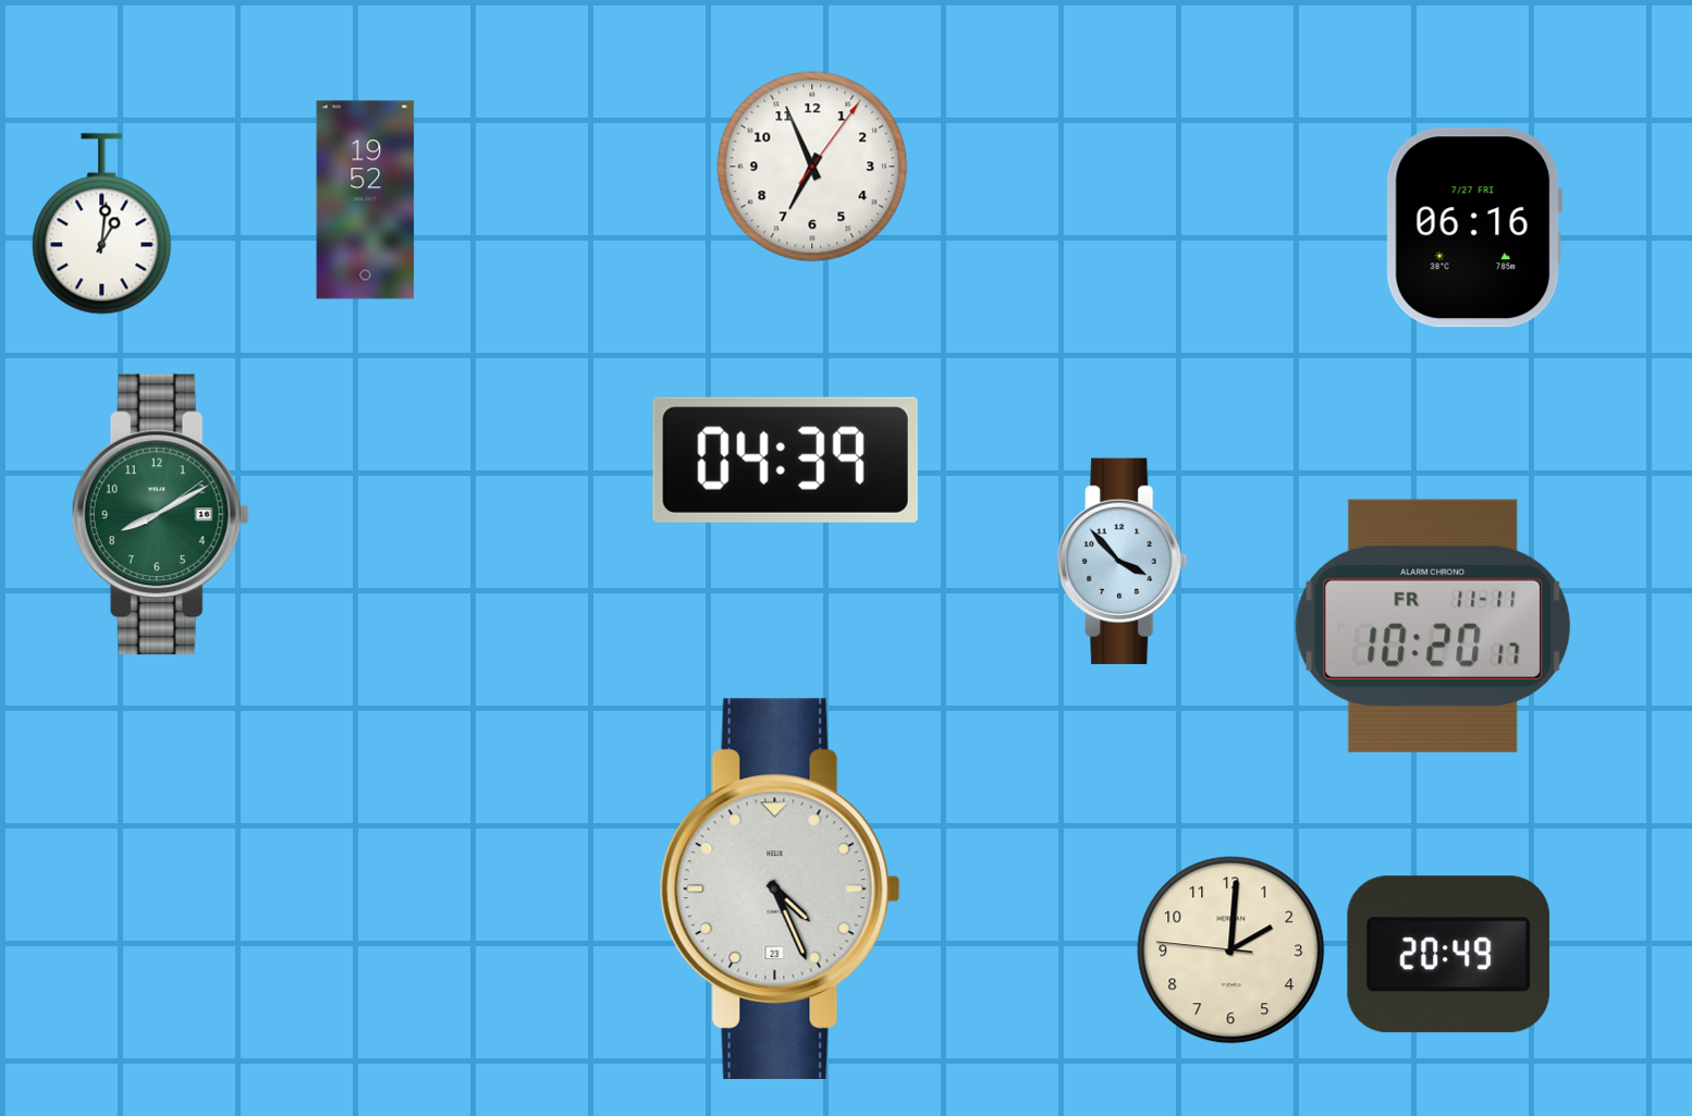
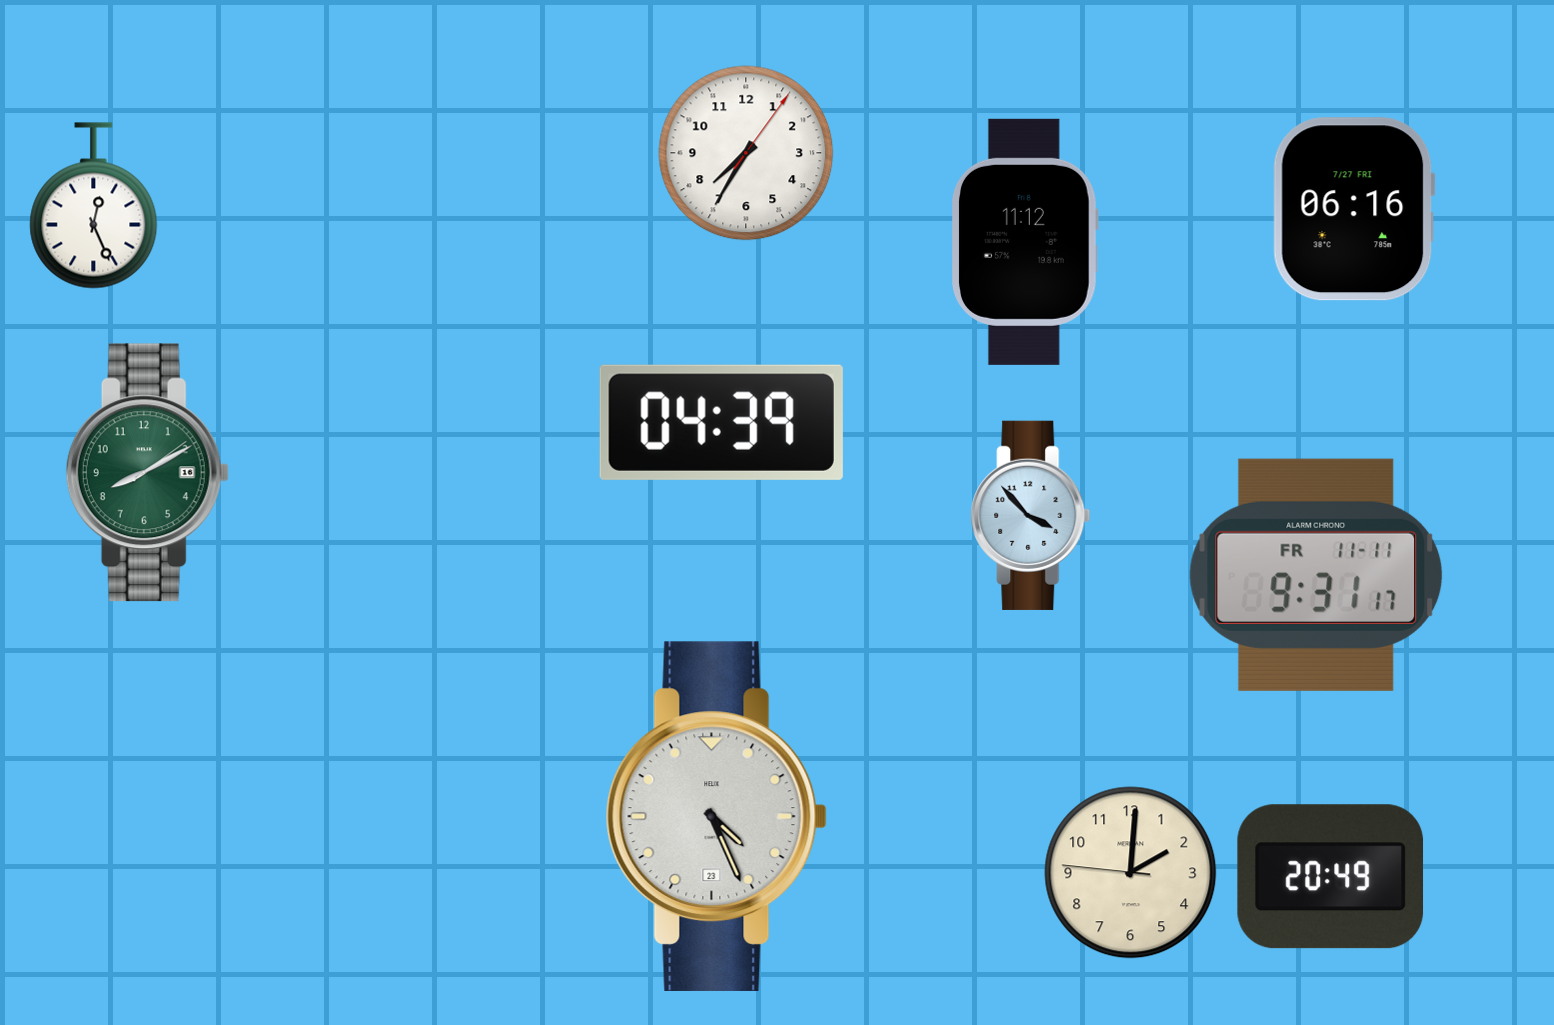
clock at (812, 167): 6:56 -> 7:35
clock at (366, 200): 19:52 -> none
clock at (102, 224): 1:01 -> 12:26
clock at (1026, 242): none -> 11:12
clock at (1433, 626): 10:20 -> 9:31
